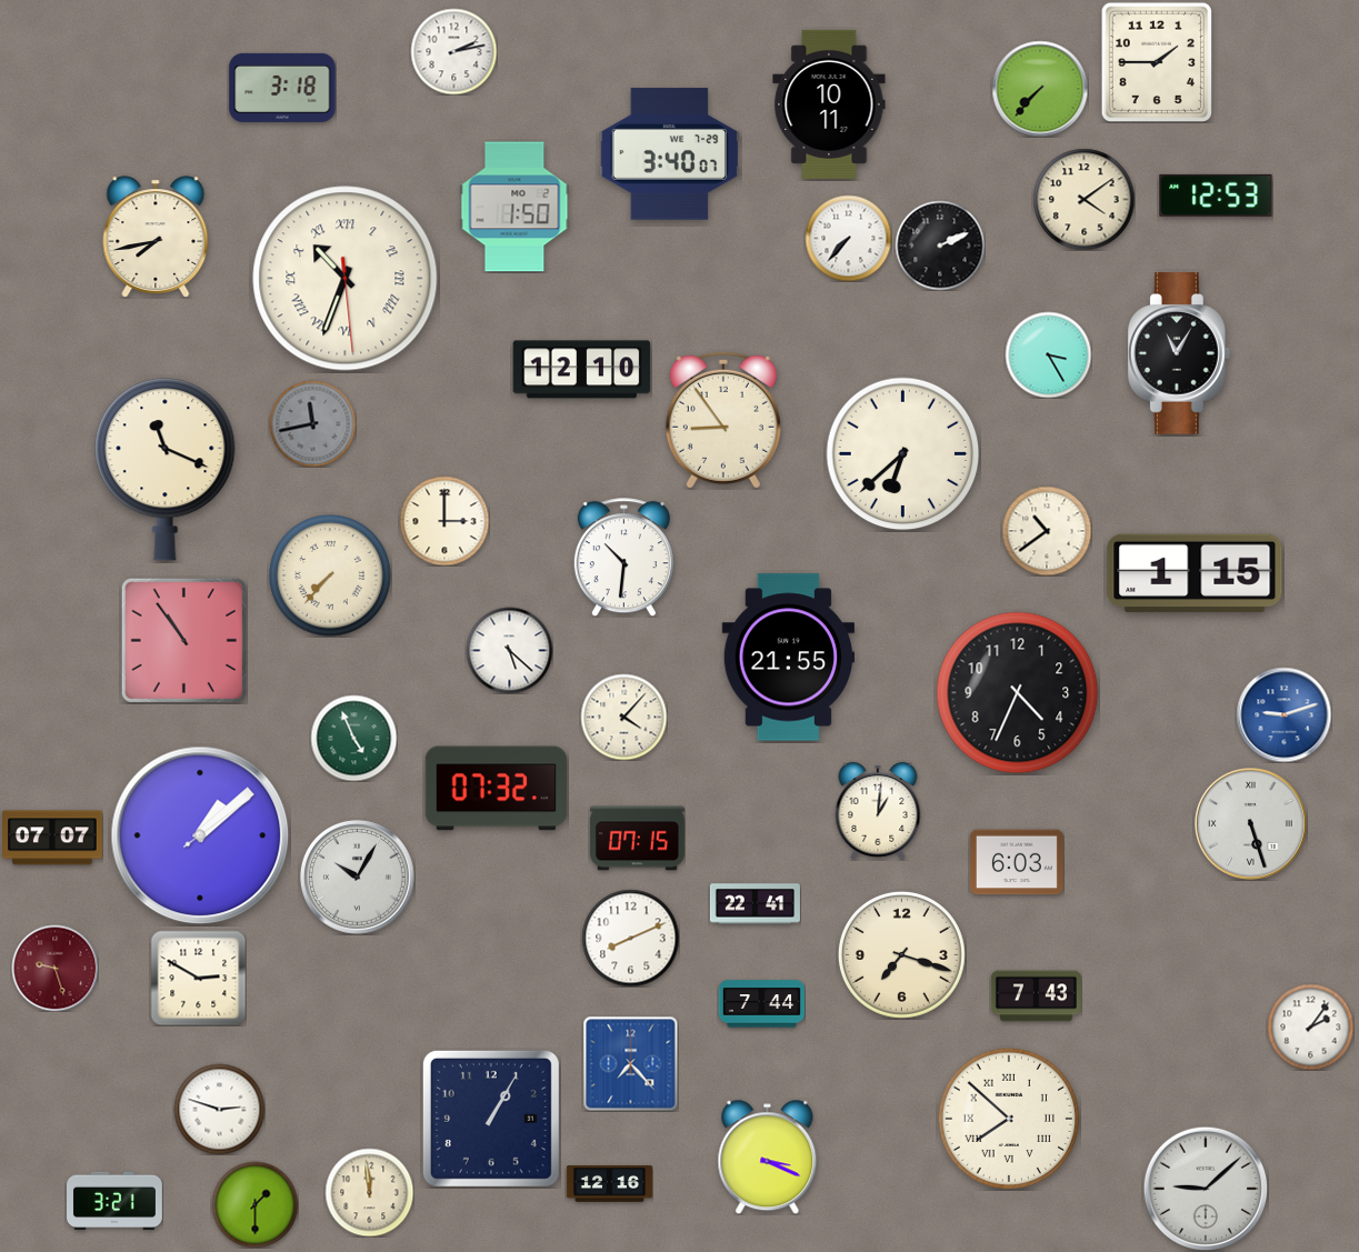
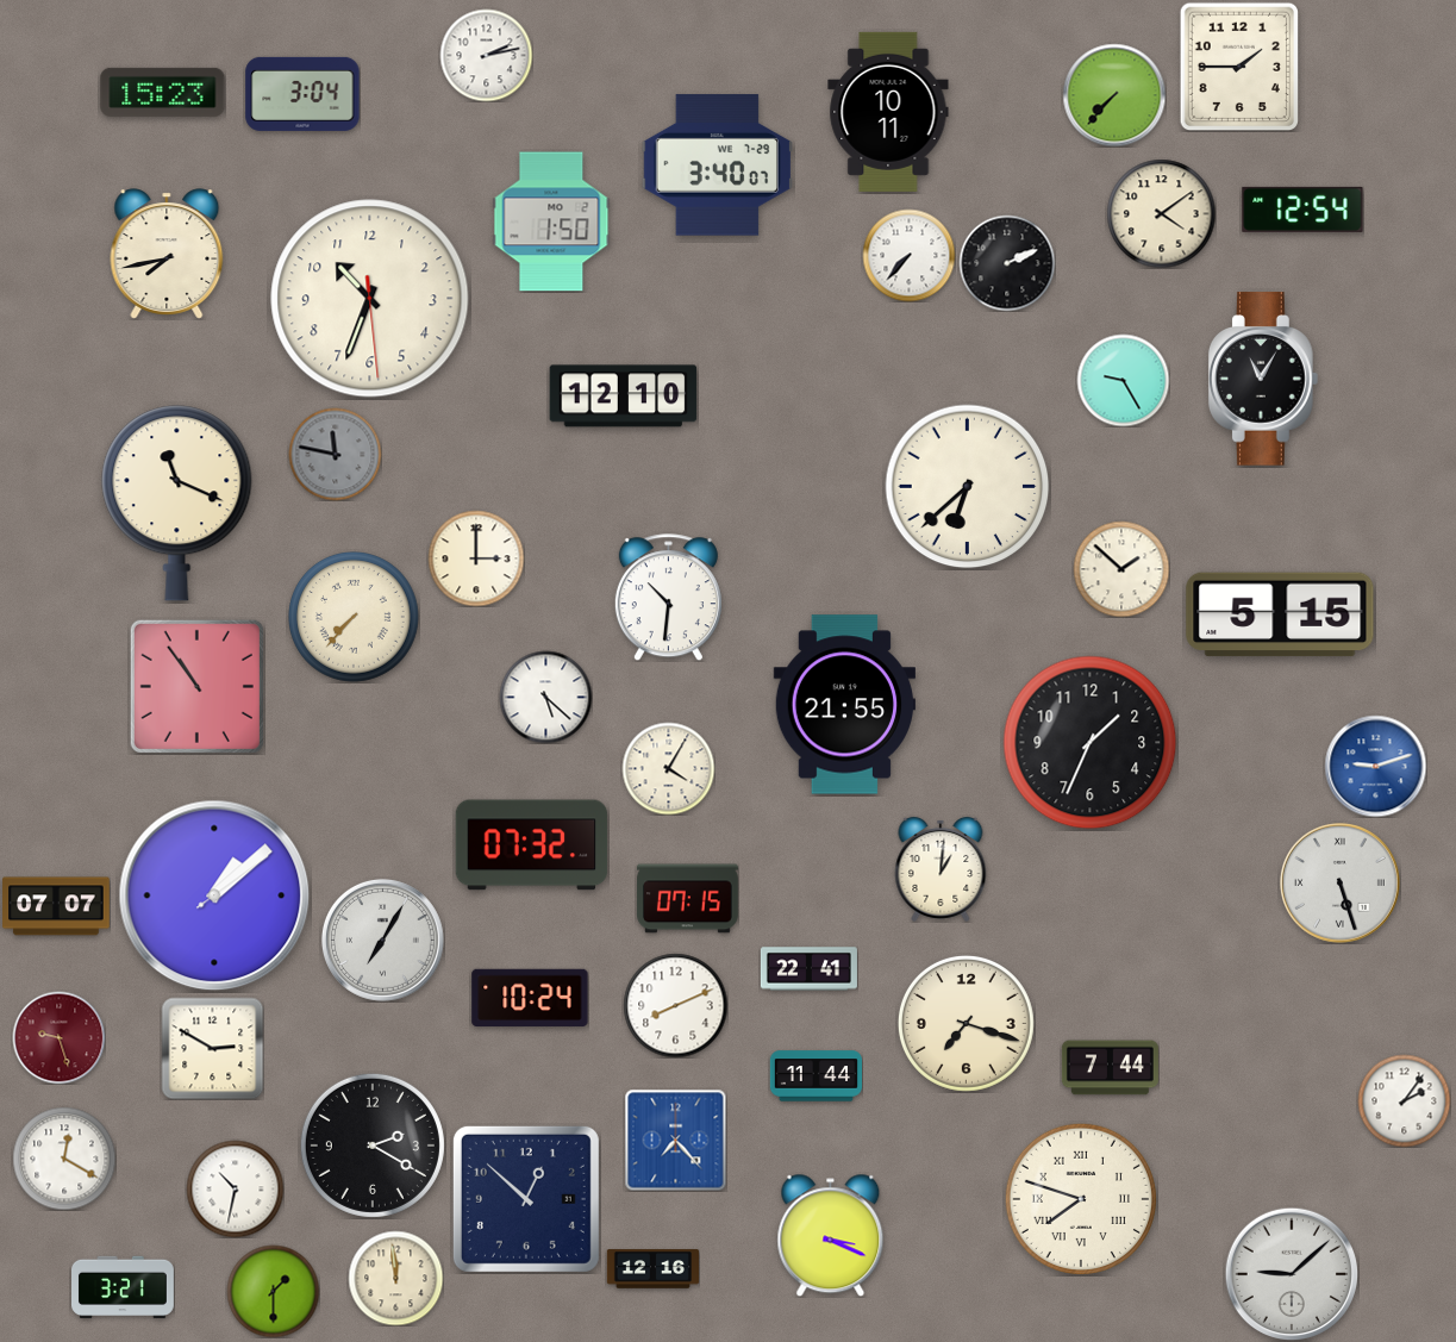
clock at (163, 92): none -> 15:23
clock at (282, 88): 3:18 -> 3:04
clock at (1216, 196): 12:53 -> 12:54
clock at (346, 279) numerals: Roman -> Arabic
clock at (1048, 354): 3:25 -> 9:25
clock at (723, 420): 8:54 -> none
clock at (312, 423): 11:43 -> 11:47
clock at (1047, 531): 10:39 -> 1:52
clock at (1195, 573): 1:15 -> 5:15
clock at (1018, 693): 4:34 -> 1:34
clock at (623, 717): 4:07 -> 4:05
clock at (353, 738): 4:56 -> none
clock at (52, 838) position: (52, 838) -> (56, 906)
clock at (637, 839) position: (637, 839) -> (687, 899)
clock at (1017, 862): 6:03 -> none
clock at (357, 877): 10:05 -> 7:05
clock at (530, 998): none -> 10:24
clock at (1036, 996): 7:43 -> 7:44
clock at (761, 1004): 7:44 -> 11:44
clock at (373, 1146): none -> 2:20
clock at (64, 1159): none -> 12:20
clock at (219, 1109): 2:48 -> 10:32
clock at (491, 1119): 1:05 -> 12:52
clock at (1009, 1119): 7:52 -> 7:48
clock at (768, 1156) position: (768, 1156) -> (831, 1235)
